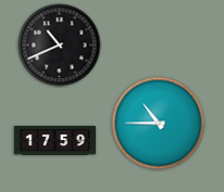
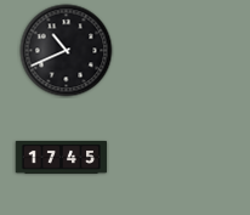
clock at (159, 124): 10:45 -> none
clock at (55, 141): 17:59 -> 17:45
